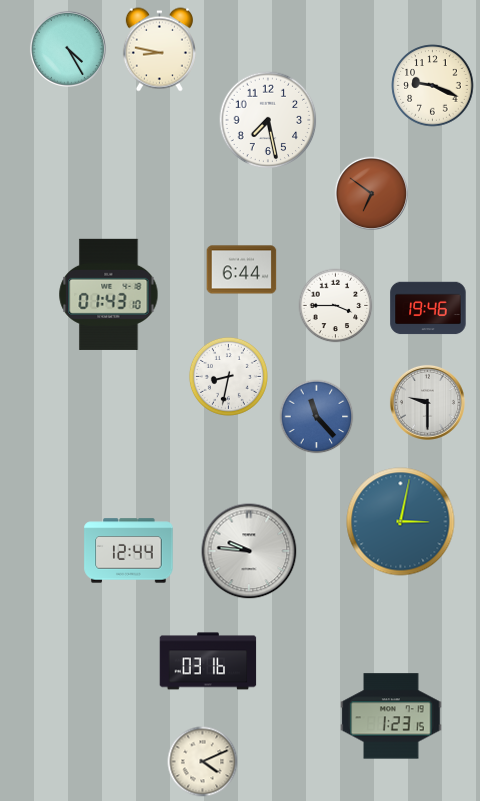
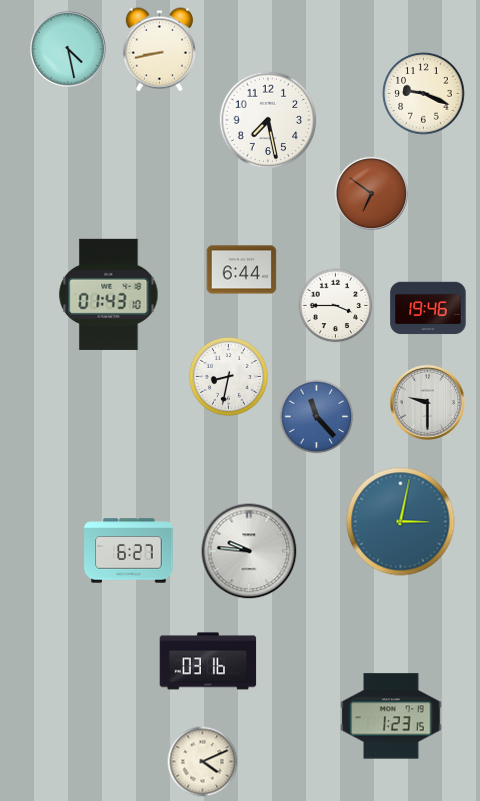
clock at (68, 49): 4:25 -> 4:28
clock at (159, 50): 8:47 -> 8:43
clock at (433, 86) position: (433, 86) -> (424, 94)
clock at (129, 551): 12:44 -> 6:27
